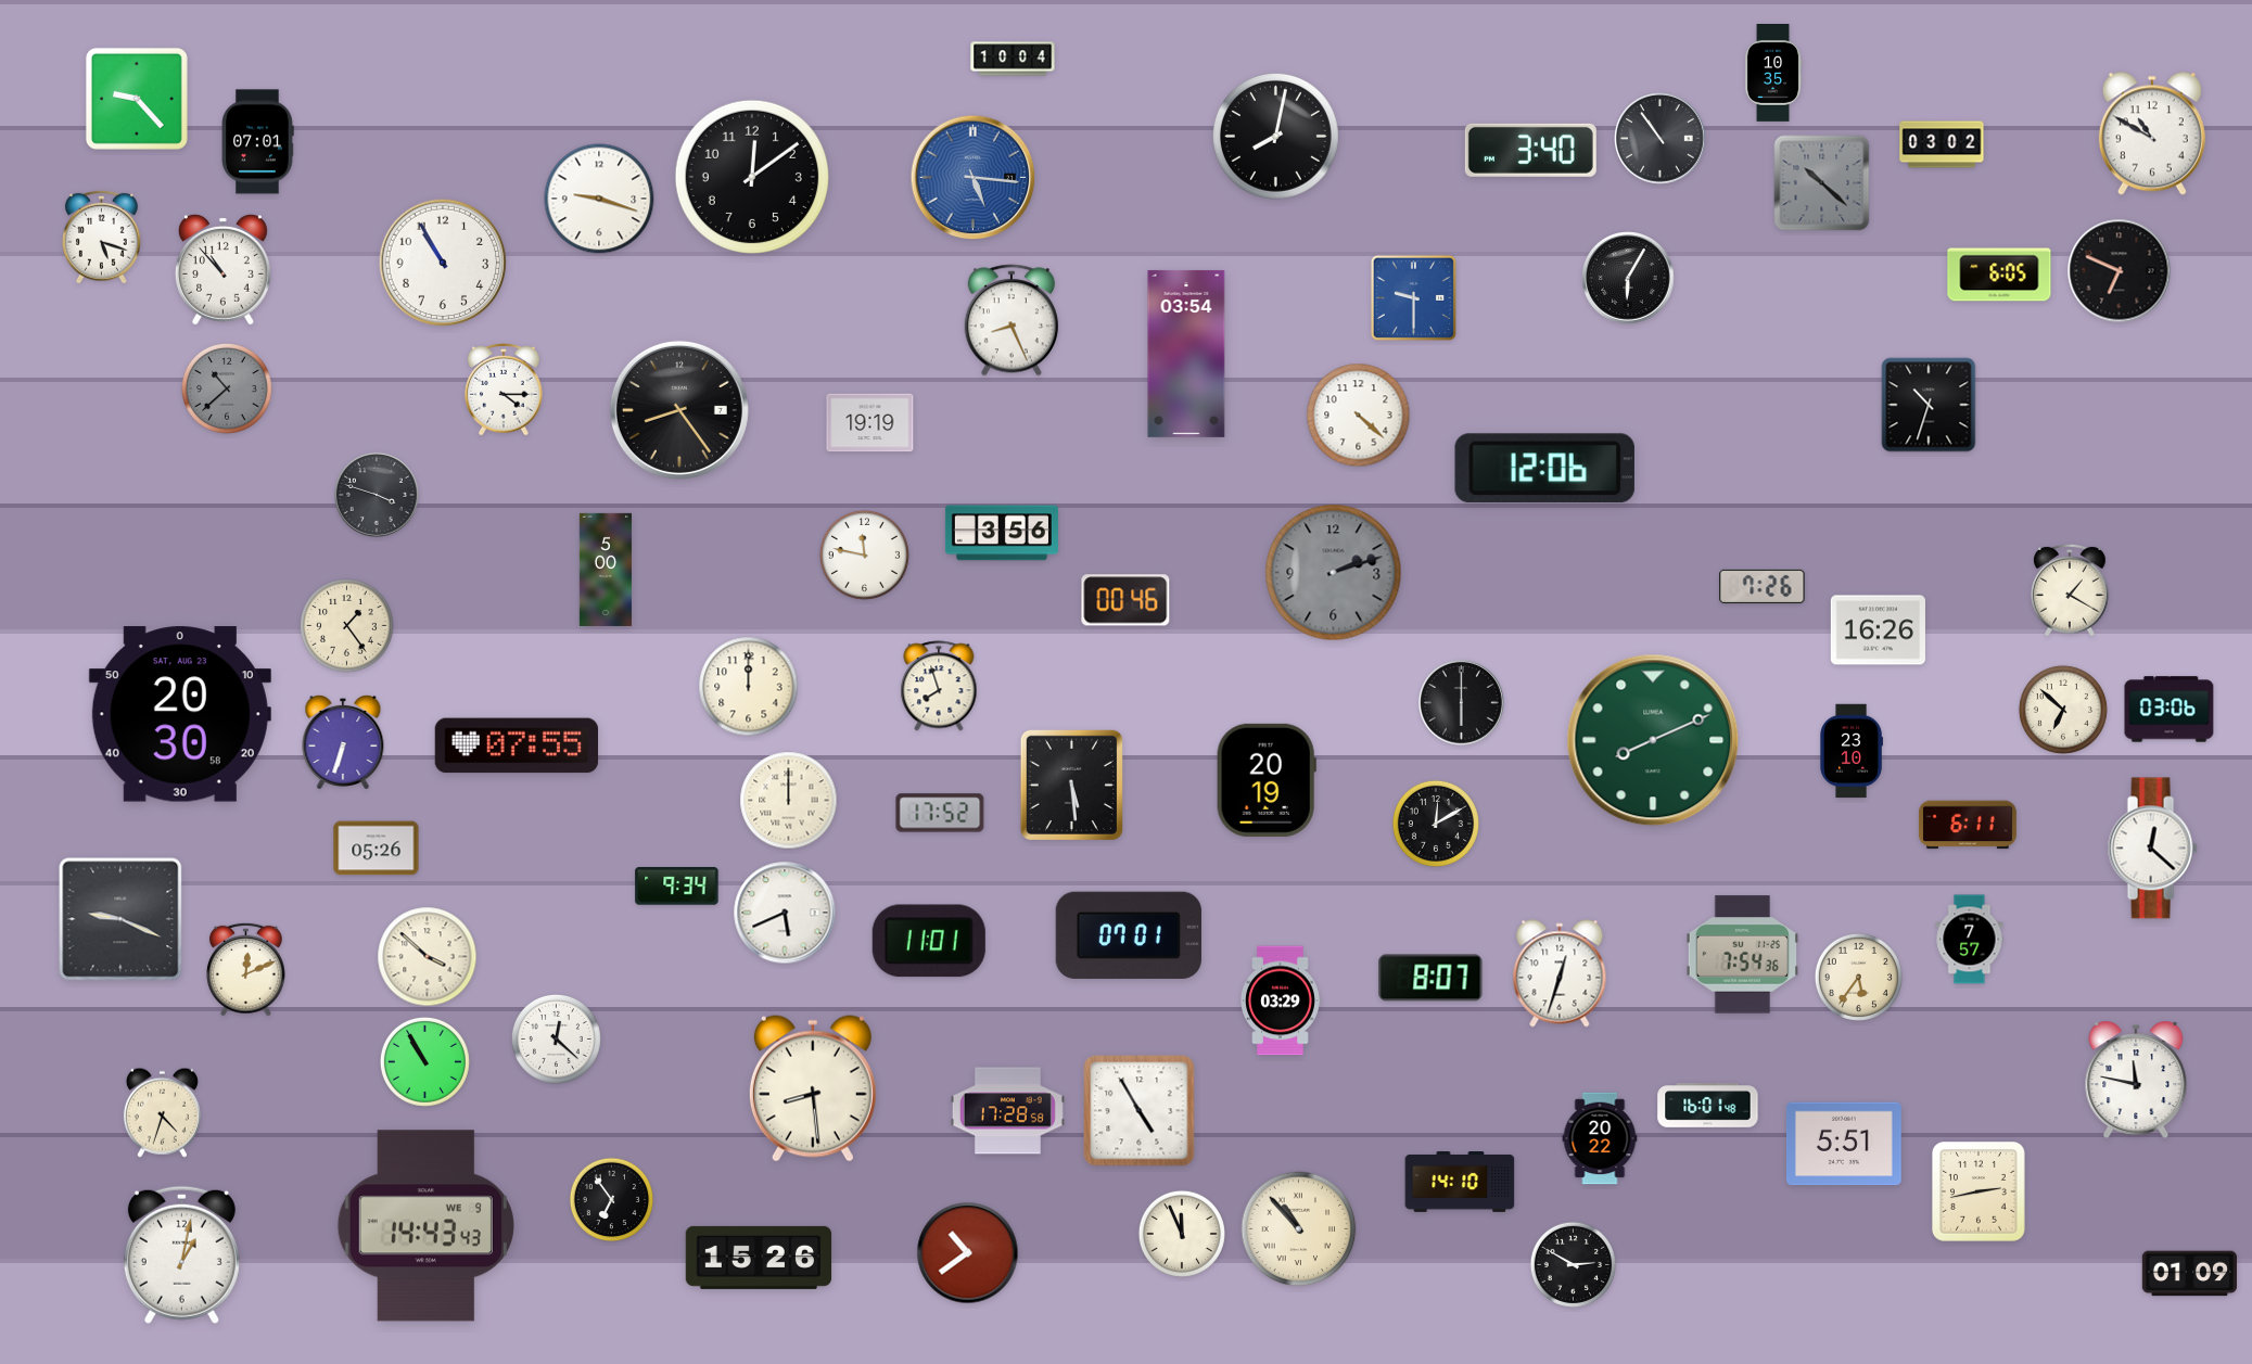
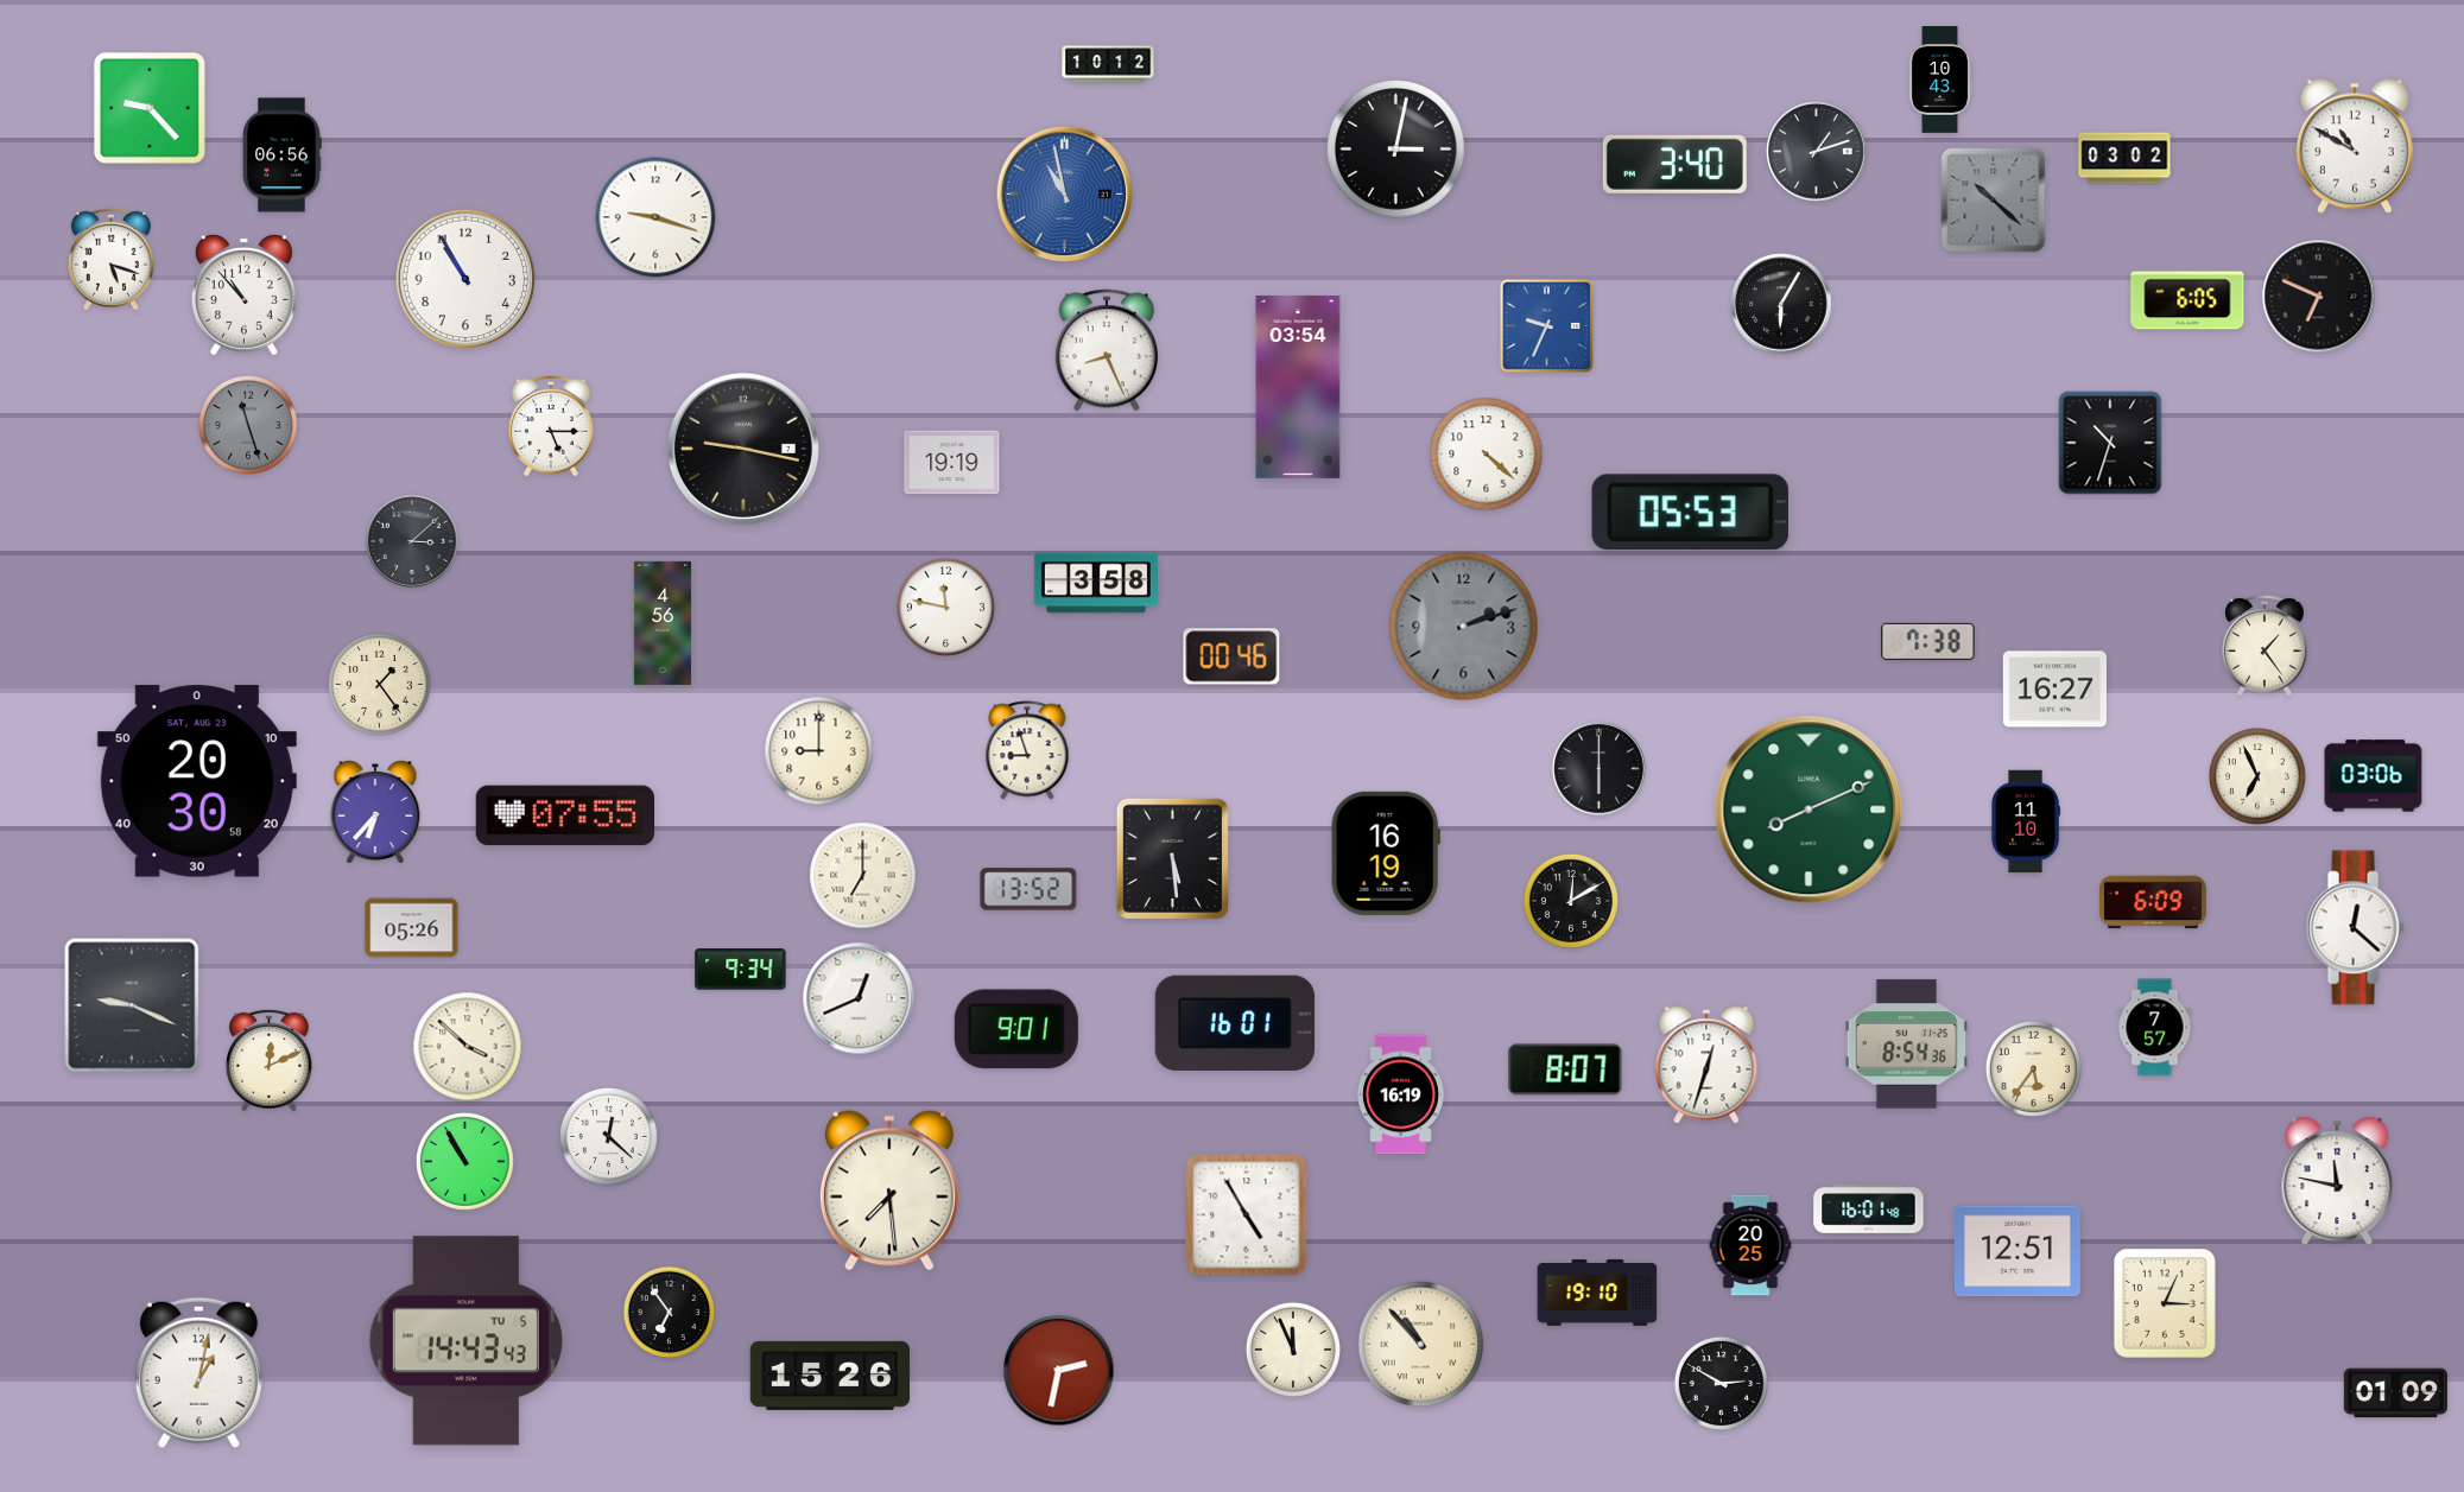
clock at (1013, 59): 10:04 -> 10:12
clock at (1773, 74): 10:35 -> 10:43
clock at (1275, 136): 8:02 -> 3:02
clock at (1661, 139): 10:54 -> 1:12
clock at (257, 142): 07:01 -> 06:56
clock at (752, 177): 12:09 -> none
clock at (974, 178): 5:16 -> 10:58
clock at (443, 263) position: (443, 263) -> (465, 279)
clock at (1413, 297): 9:30 -> 9:34
clock at (227, 388): 10:38 -> 11:27
clock at (504, 390): 4:15 -> 5:15
clock at (679, 410): 8:24 -> 9:17
clock at (1544, 469): 12:06 -> 05:53
clock at (377, 495): 3:48 -> 3:08
clock at (1002, 533): 3:56 -> 3:58
clock at (606, 570): 5:00 -> 4:56
clock at (1334, 573) position: (1334, 573) -> (1464, 627)
clock at (1763, 586): 7:26 -> 7:38
clock at (2070, 590): 1:20 -> 1:24
clock at (1878, 630): 16:26 -> 16:27
clock at (939, 686): 7:57 -> 8:57
clock at (749, 687): 12:00 -> 9:00
clock at (2063, 710): 6:52 -> 6:56
clock at (343, 742): 6:33 -> 6:37
clock at (1852, 751): 23:10 -> 11:10
clock at (1267, 780): 20:19 -> 16:19
clock at (789, 801): 12:00 -> 7:00
clock at (940, 813): 17:52 -> 13:52
clock at (1968, 825): 6:11 -> 6:09
clock at (785, 913): 5:41 -> 12:41
clock at (1129, 934): 07:01 -> 16:01
clock at (929, 941): 11:01 -> 9:01
clock at (1742, 955): 7:54 -> 8:54
clock at (1281, 1000): 03:29 -> 16:19
clock at (813, 1088): 8:29 -> 7:29
clock at (1007, 1111): 17:28 -> none
clock at (162, 1112): 4:33 -> none
clock at (1600, 1138): 20:22 -> 20:25
clock at (1844, 1144): 5:51 -> 12:51
clock at (1460, 1183): 14:10 -> 19:10
clock at (1979, 1191): 2:43 -> 3:04
clock at (425, 1226) date: WE 9 -> TU 5
clock at (968, 1253): 10:39 -> 2:32
